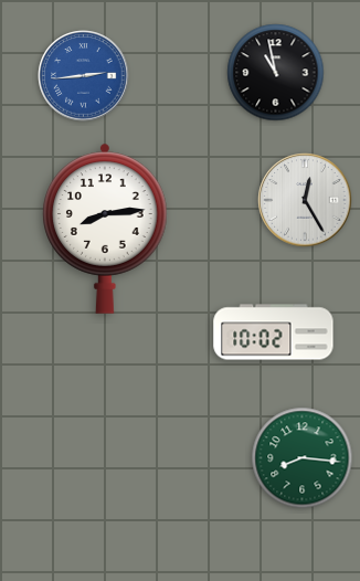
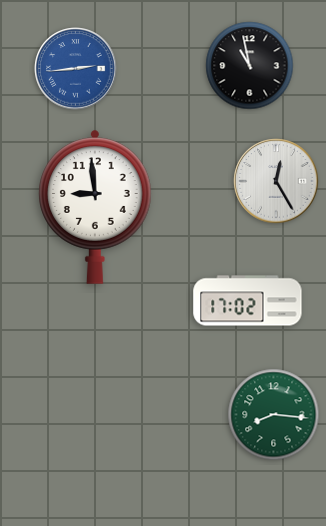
clock at (105, 229): 8:14 -> 8:59
clock at (274, 332): 10:02 -> 17:02
